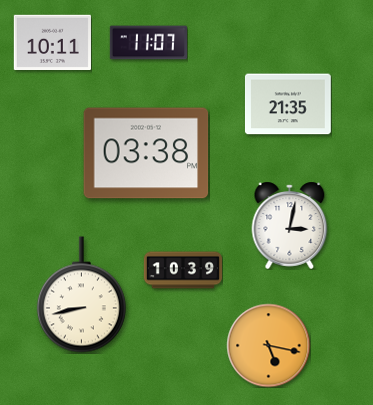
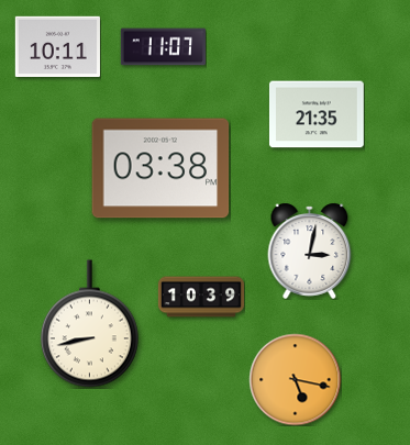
clock at (290, 225) position: (290, 225) -> (310, 251)
